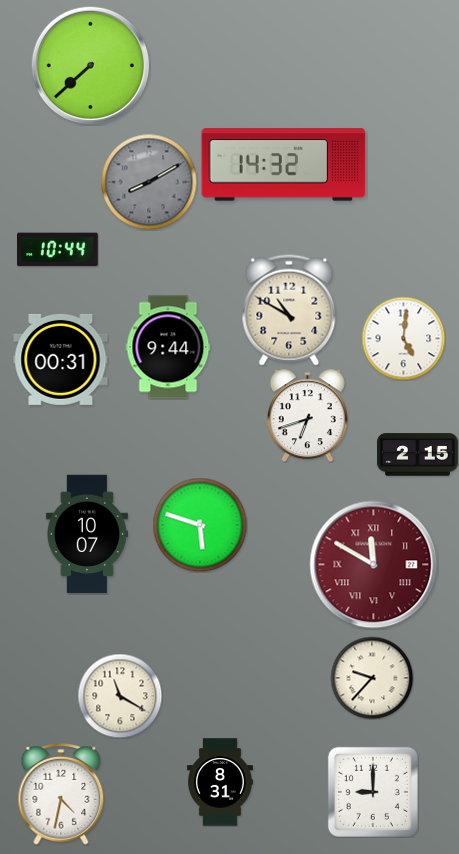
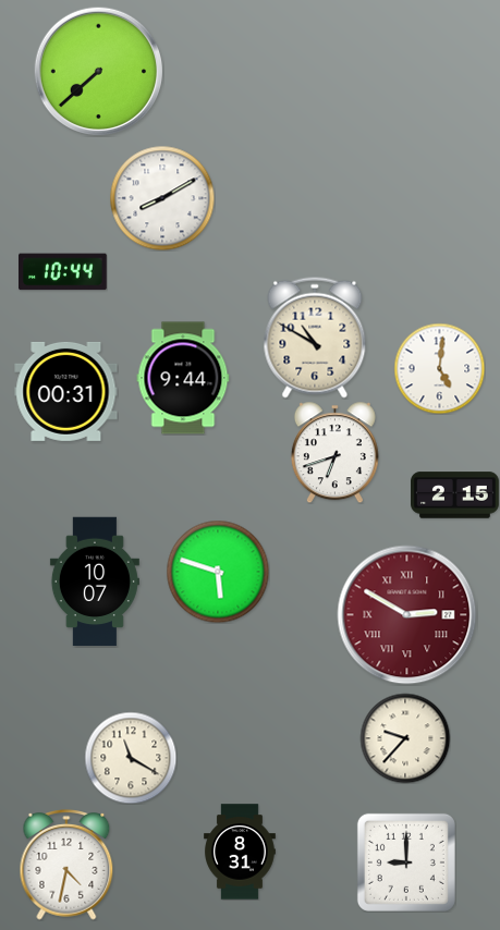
clock at (284, 165): 14:32 -> none
clock at (149, 182) dial: grey -> white
clock at (374, 565): 11:50 -> 2:50
